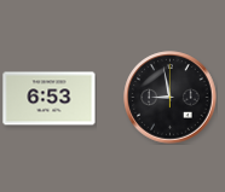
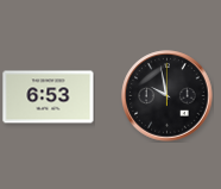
clock at (171, 98): 8:58 -> 9:58
